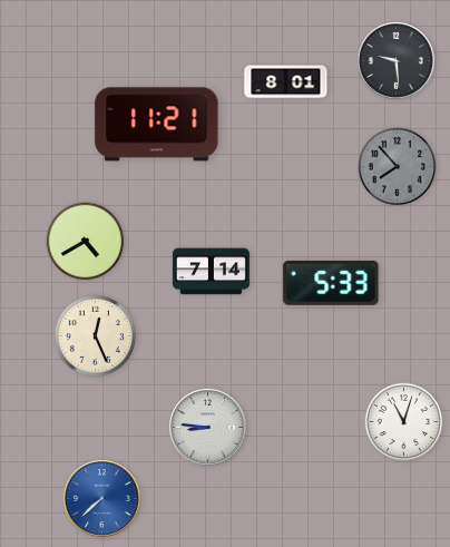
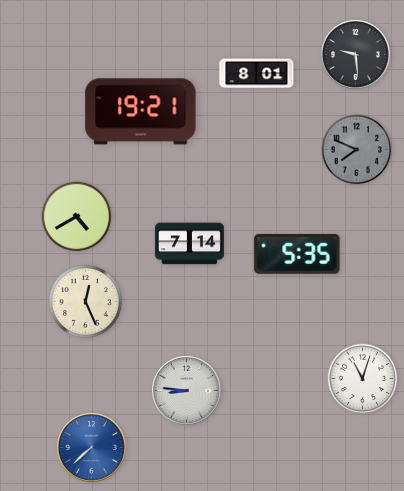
clock at (157, 125): 11:21 -> 19:21
clock at (398, 167): 7:53 -> 7:49
clock at (331, 283): 5:33 -> 5:35
clock at (208, 428) position: (208, 428) -> (187, 391)
